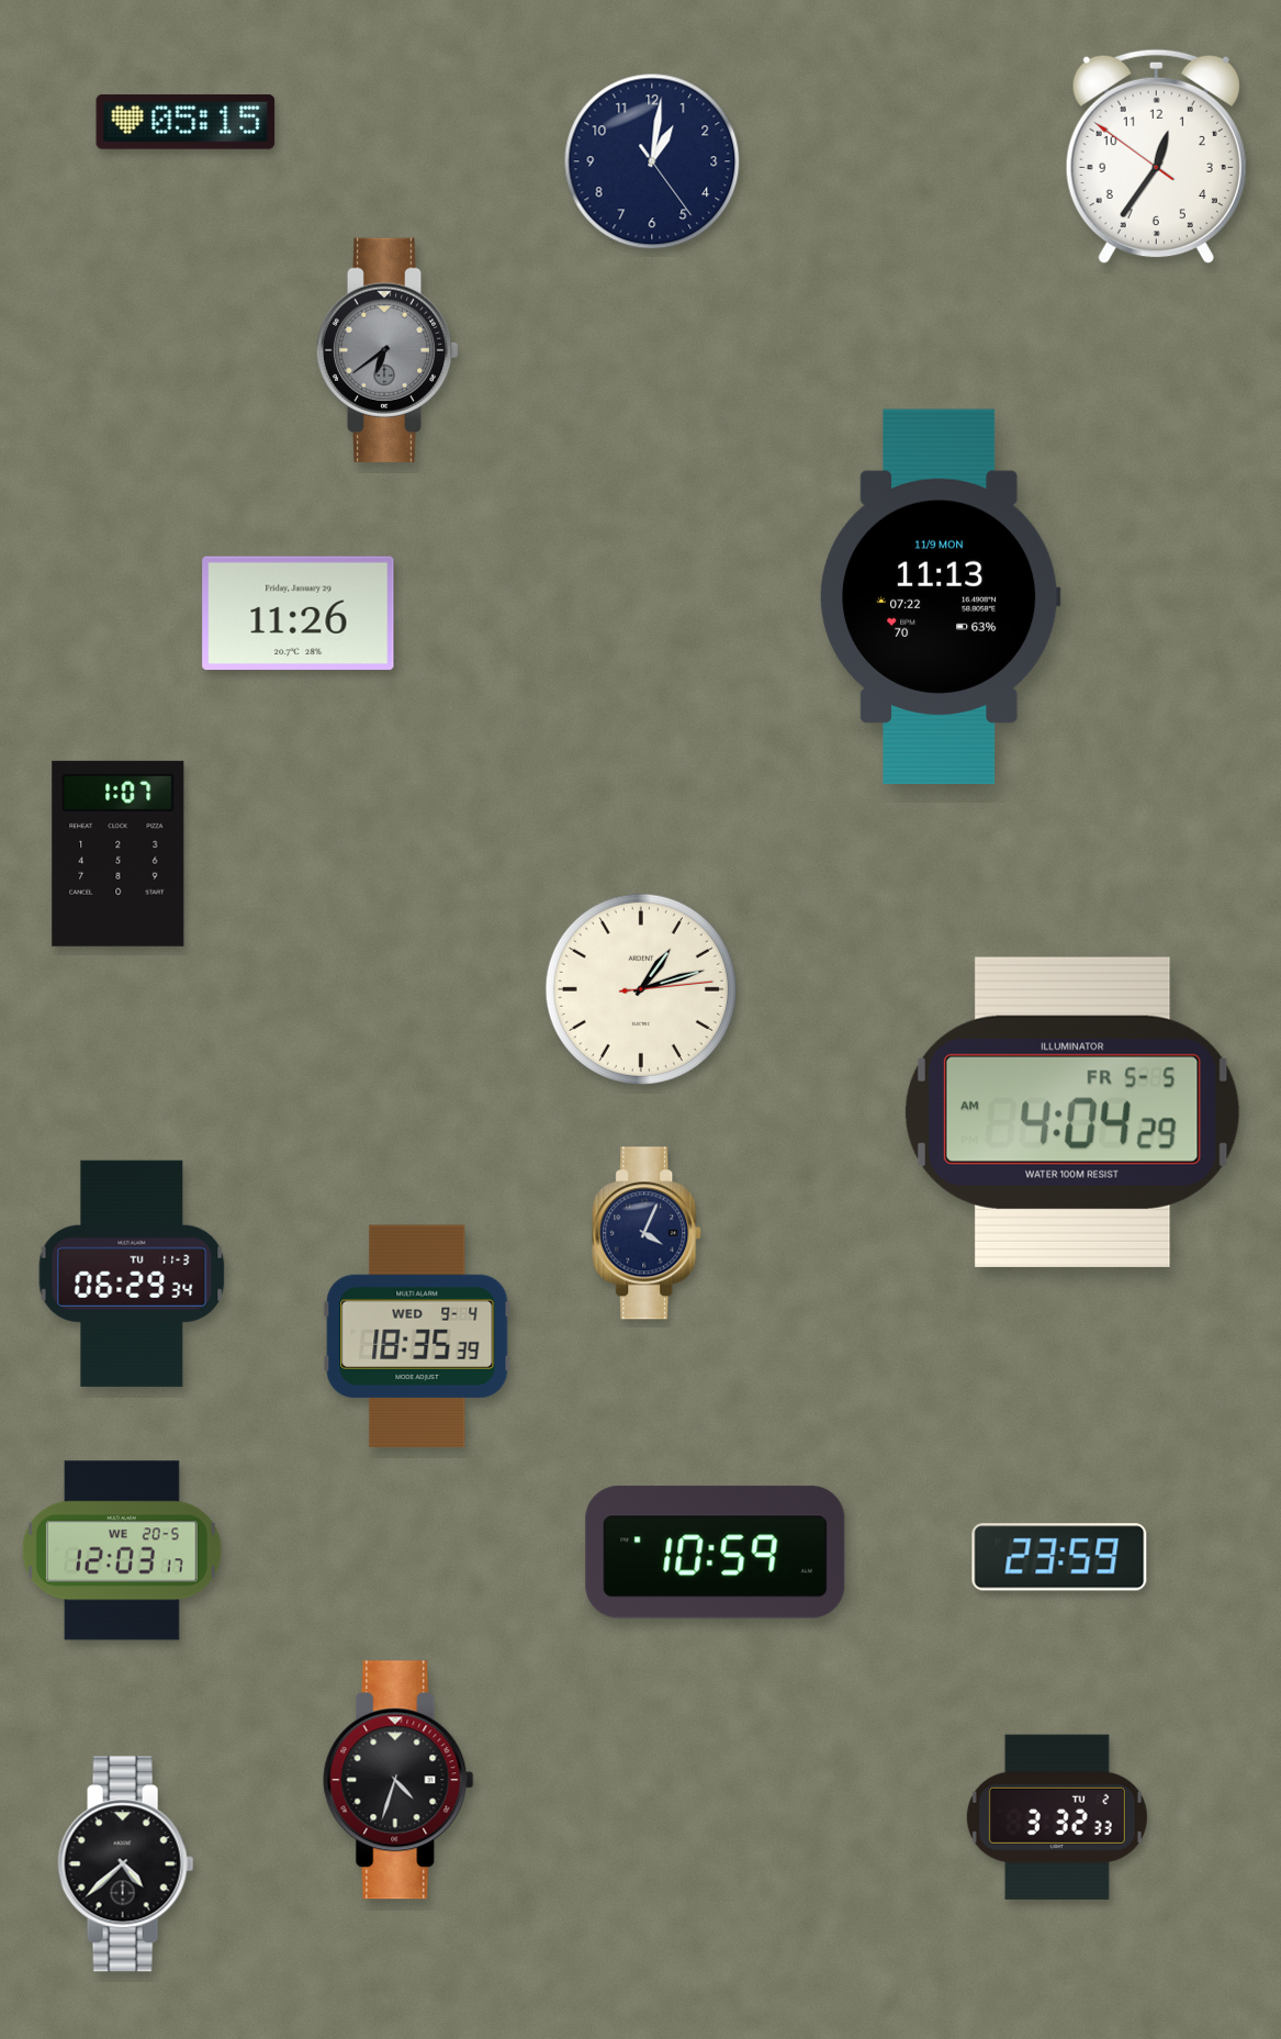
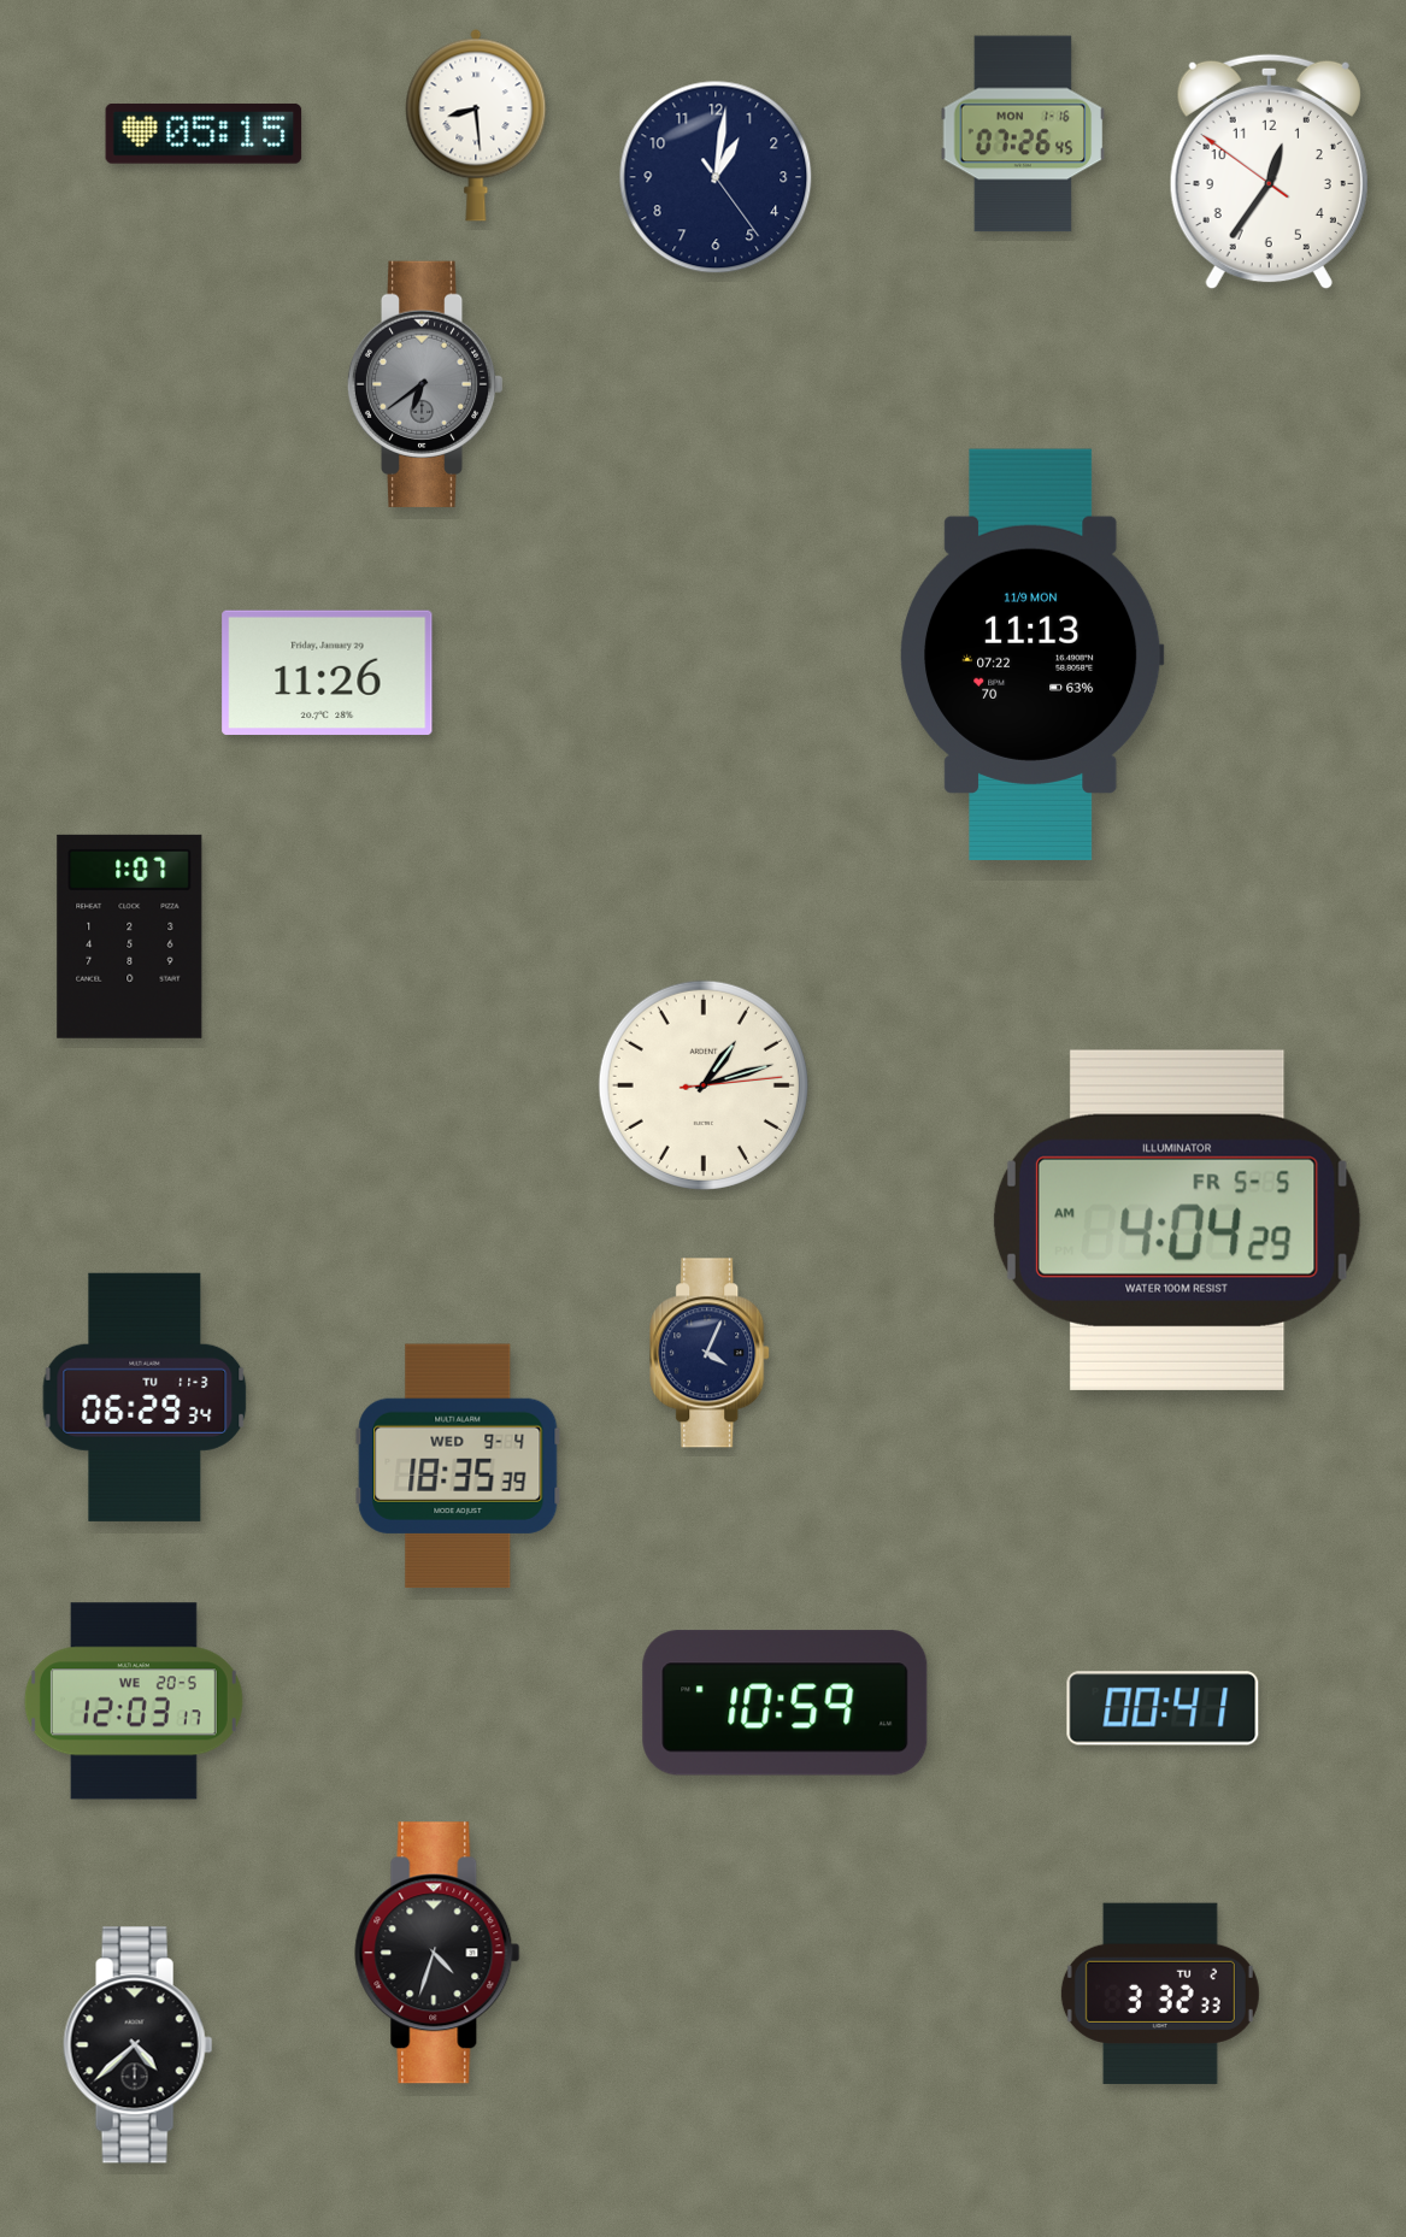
clock at (476, 125): none -> 8:29
clock at (1023, 134): none -> 07:26
clock at (1059, 1557): 23:59 -> 00:41
